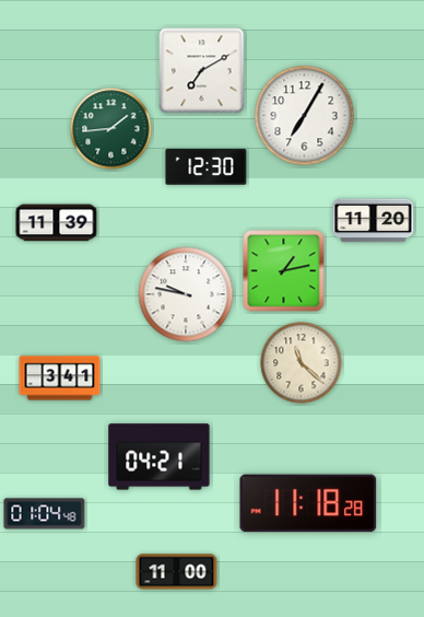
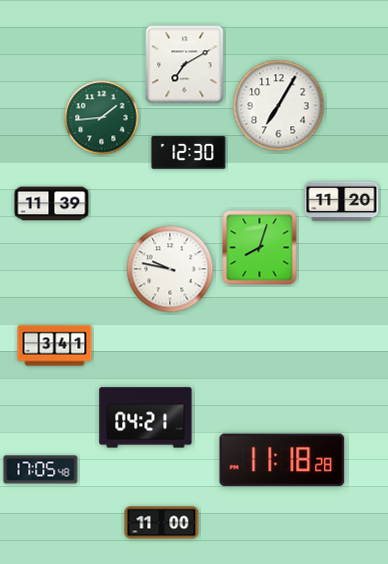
clock at (284, 271): 1:13 -> 8:03
clock at (302, 363): 11:22 -> none
clock at (45, 514): 01:04 -> 17:05
